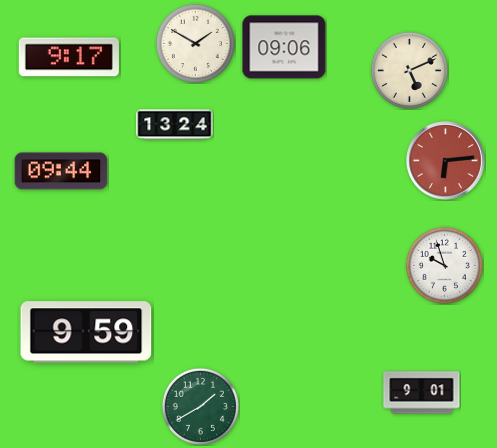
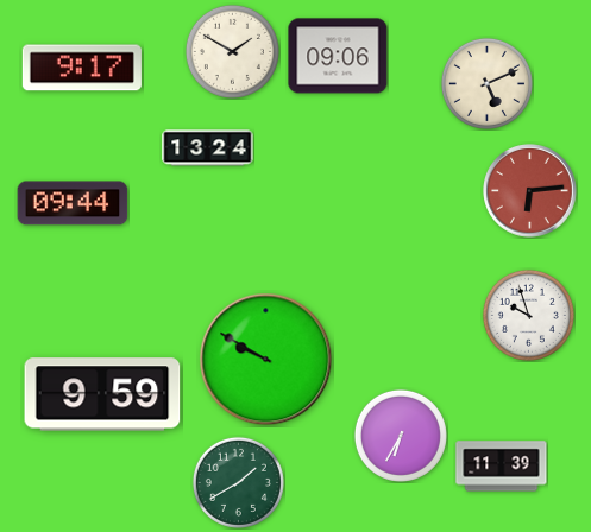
clock at (266, 360): none -> 9:50
clock at (401, 436): none -> 6:35
clock at (422, 393): 9:01 -> 11:39
